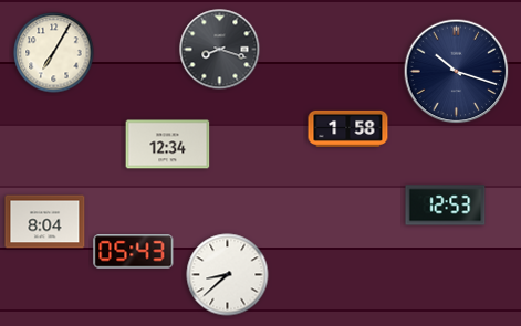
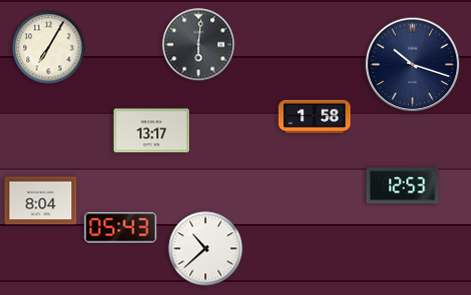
clock at (220, 50): 8:18 -> 6:01
clock at (168, 145): 12:34 -> 13:17
clock at (228, 275): 8:38 -> 10:38
